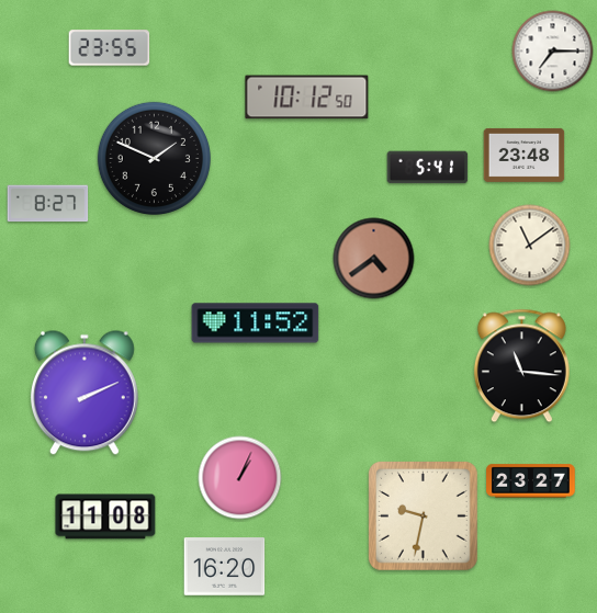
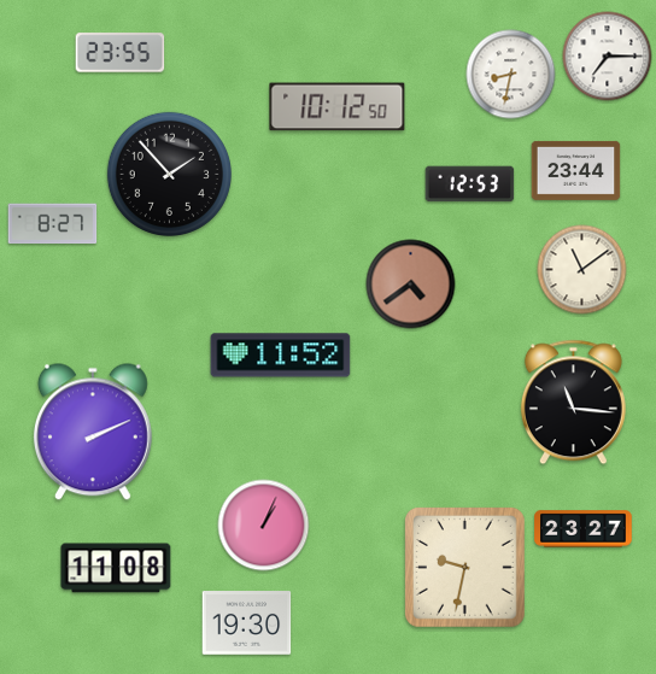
clock at (511, 75): none -> 8:32
clock at (525, 155): 23:48 -> 23:44
clock at (154, 158): 1:49 -> 1:53
clock at (428, 168): 5:41 -> 12:53
clock at (225, 567): 16:20 -> 19:30
